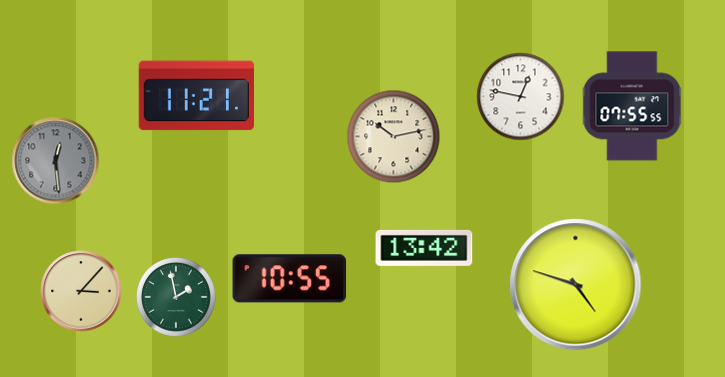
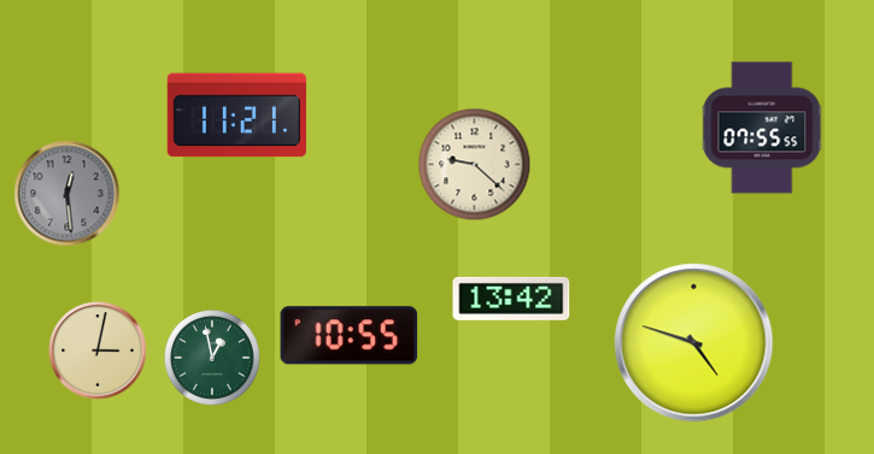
clock at (521, 97): 12:47 -> none
clock at (394, 137): 10:13 -> 9:22
clock at (81, 291): 3:07 -> 3:02
clock at (177, 298): 1:58 -> 12:58
